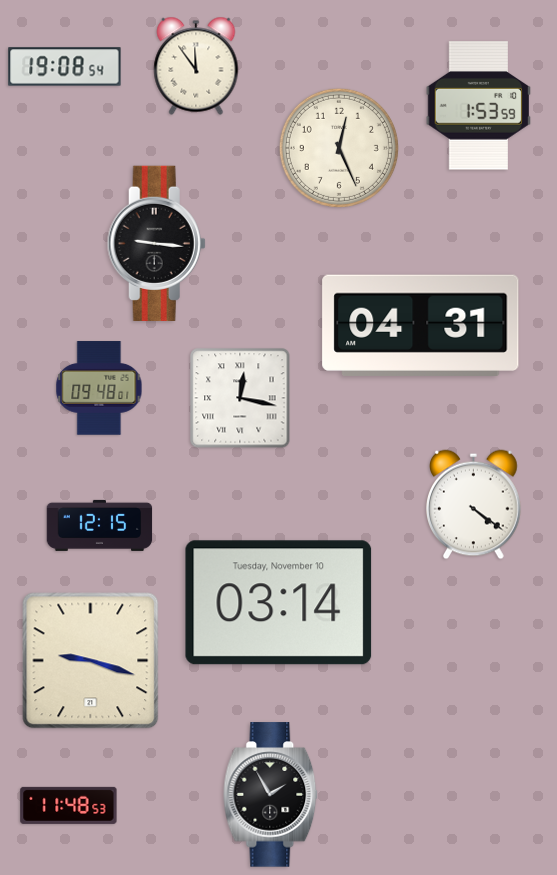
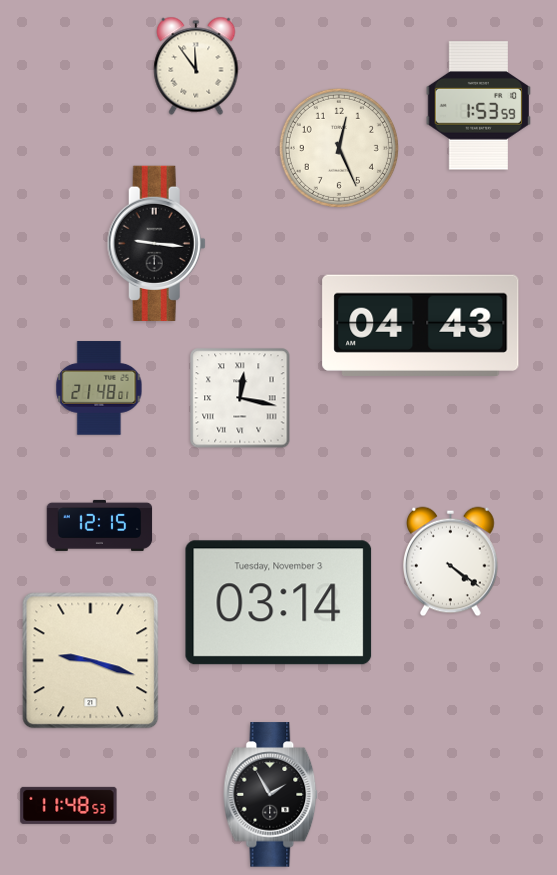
clock at (65, 67): 19:08 -> none
clock at (421, 325): 04:31 -> 04:43
clock at (99, 388): 09:48 -> 21:48
clock at (474, 505) position: (474, 505) -> (451, 562)
clock at (279, 603) date: Tuesday, November 10 -> Tuesday, November 3
